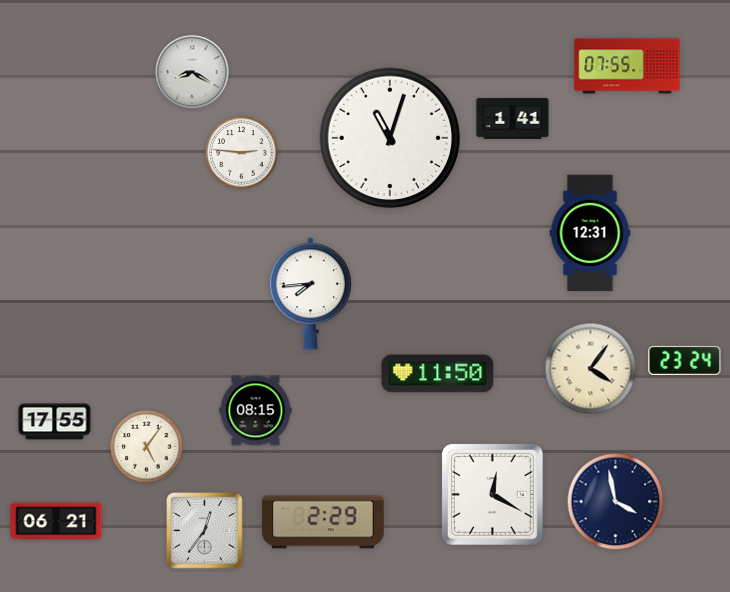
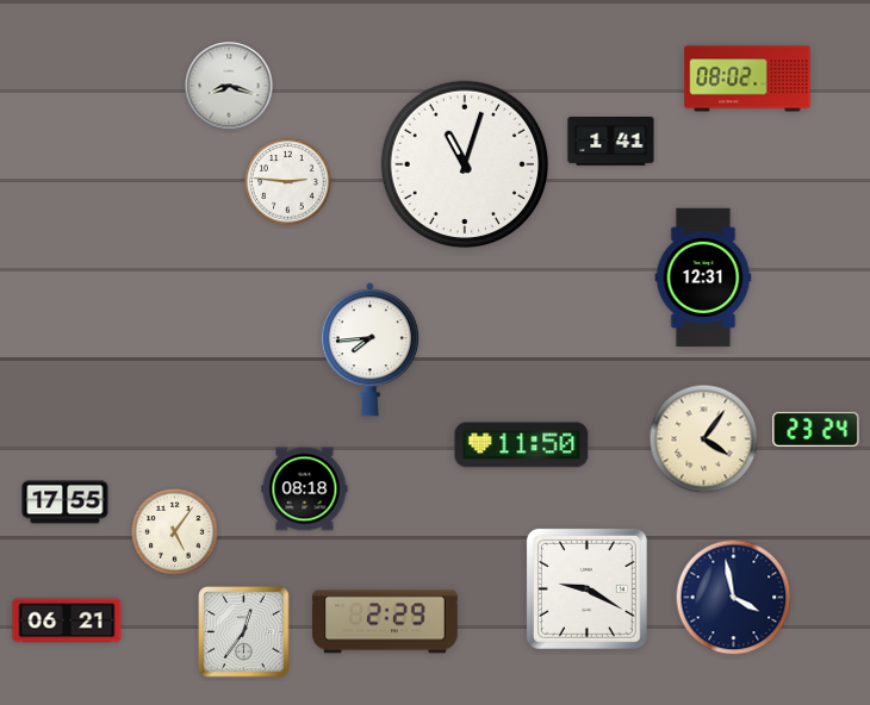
clock at (627, 66): 07:55 -> 08:02
clock at (192, 72): 8:20 -> 8:18
clock at (256, 411): 08:15 -> 08:18
clock at (492, 494): 12:20 -> 9:20
